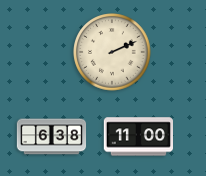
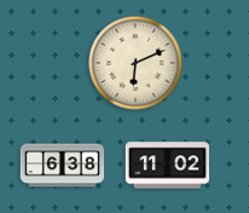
clock at (112, 52): 2:11 -> 6:11
clock at (138, 137): 11:00 -> 11:02
